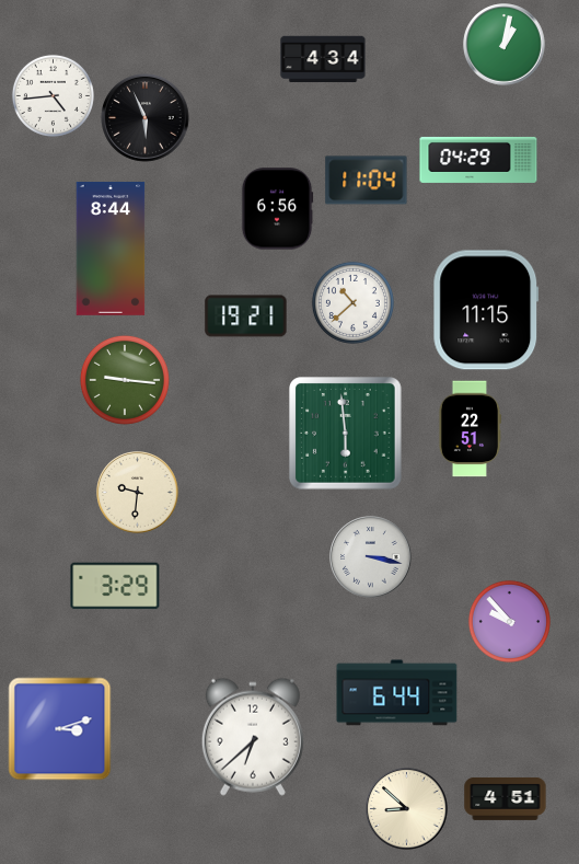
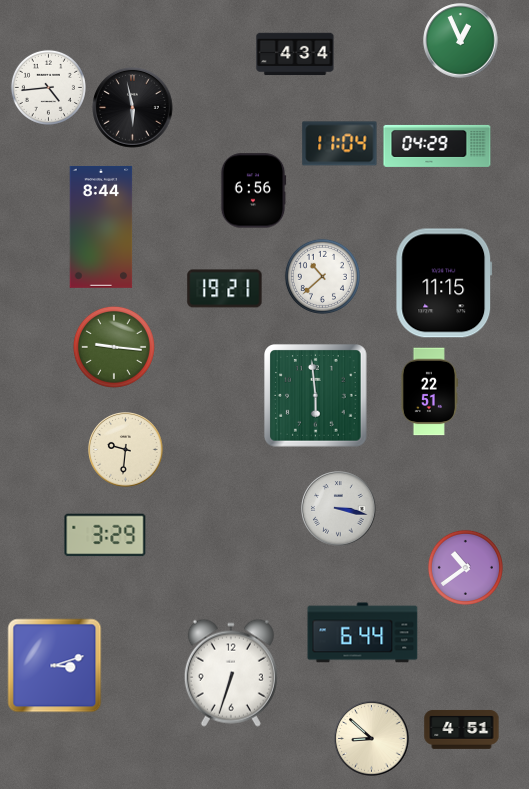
clock at (505, 45): 1:02 -> 12:56
clock at (146, 118): 5:56 -> 5:58
clock at (367, 181) position: (367, 181) -> (340, 144)
clock at (509, 621): 9:53 -> 10:39
clock at (253, 737): 6:38 -> 6:33
